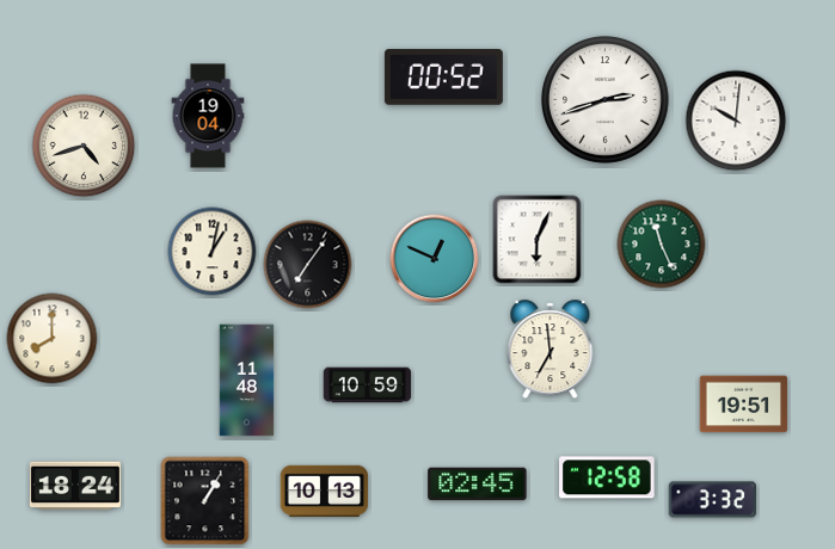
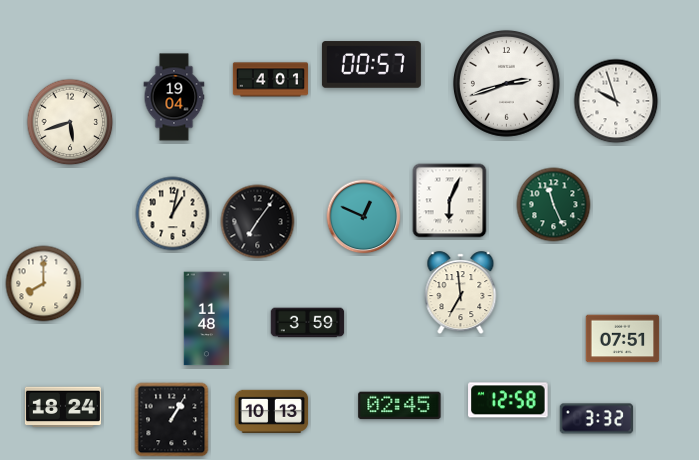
clock at (443, 78): 00:52 -> 00:57
clock at (270, 80): none -> 4:01
clock at (736, 121): 10:01 -> 9:57
clock at (84, 146): 4:42 -> 5:42
clock at (213, 252) position: (213, 252) -> (173, 214)
clock at (368, 385): 10:59 -> 3:59
clock at (744, 405): 19:51 -> 07:51
